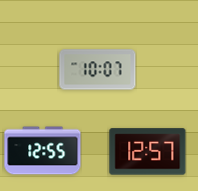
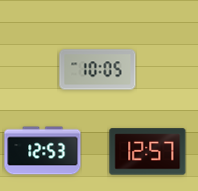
clock at (98, 70): 10:07 -> 10:05
clock at (43, 151): 12:55 -> 12:53
